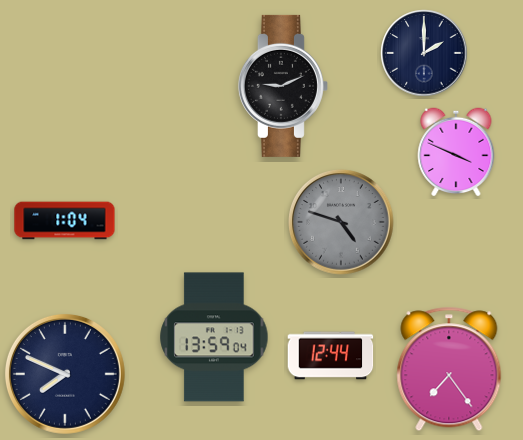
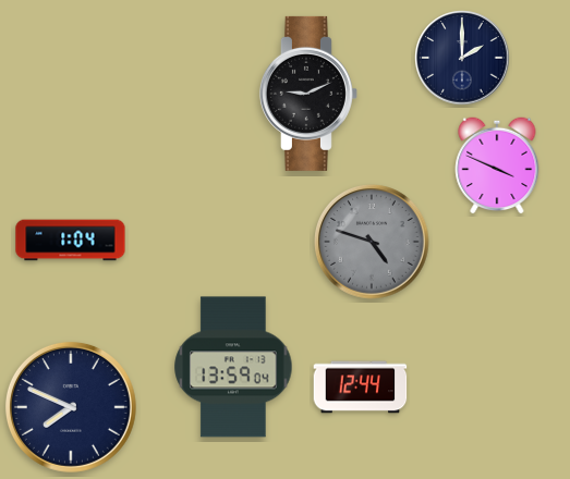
clock at (449, 369): 7:24 -> none
